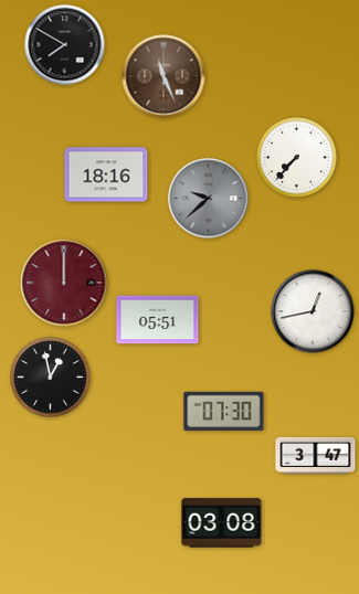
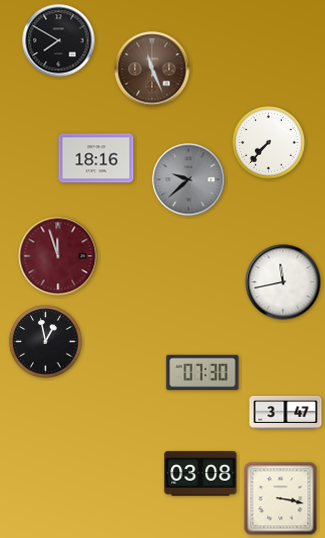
clock at (163, 76) position: (163, 76) -> (152, 69)
clock at (64, 283): 12:00 -> 11:57
clock at (313, 311): 12:43 -> 11:43
clock at (158, 320): 05:51 -> none
clock at (281, 499): none -> 3:17
